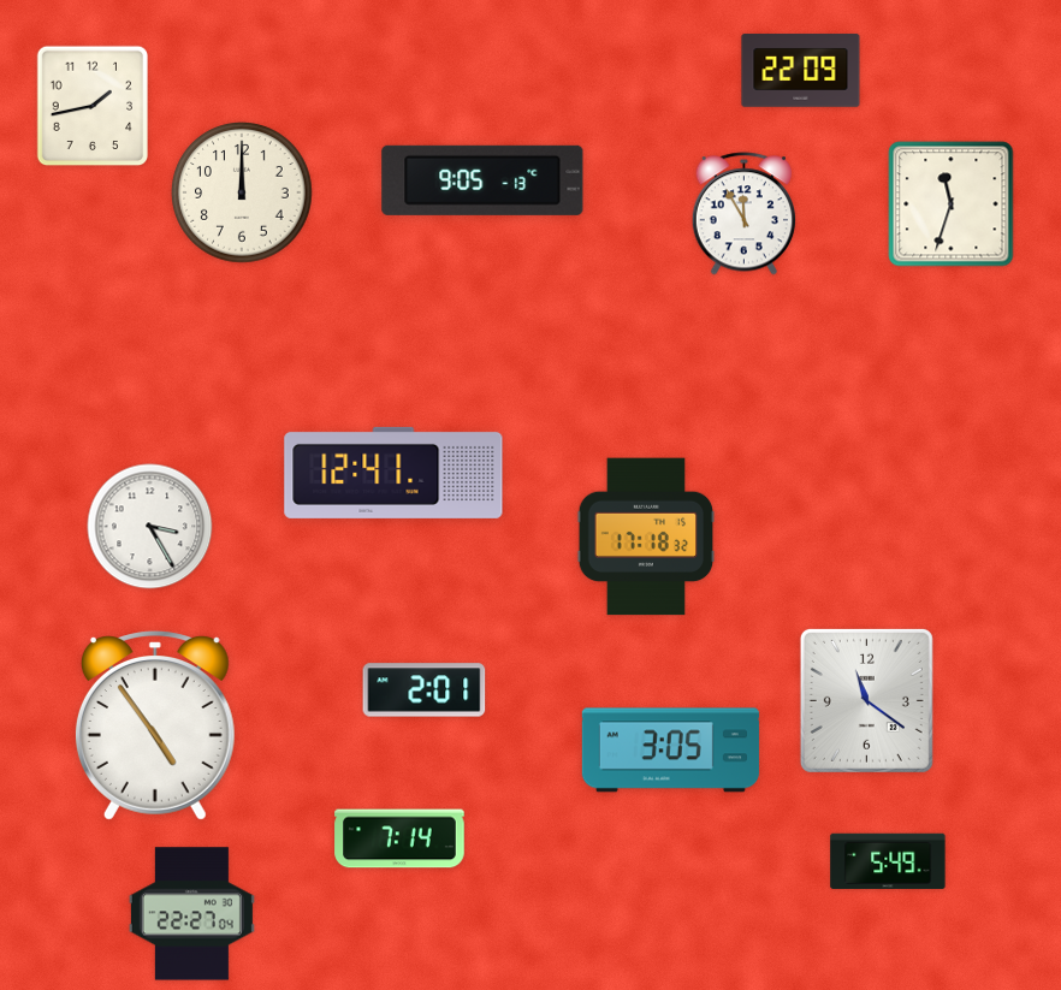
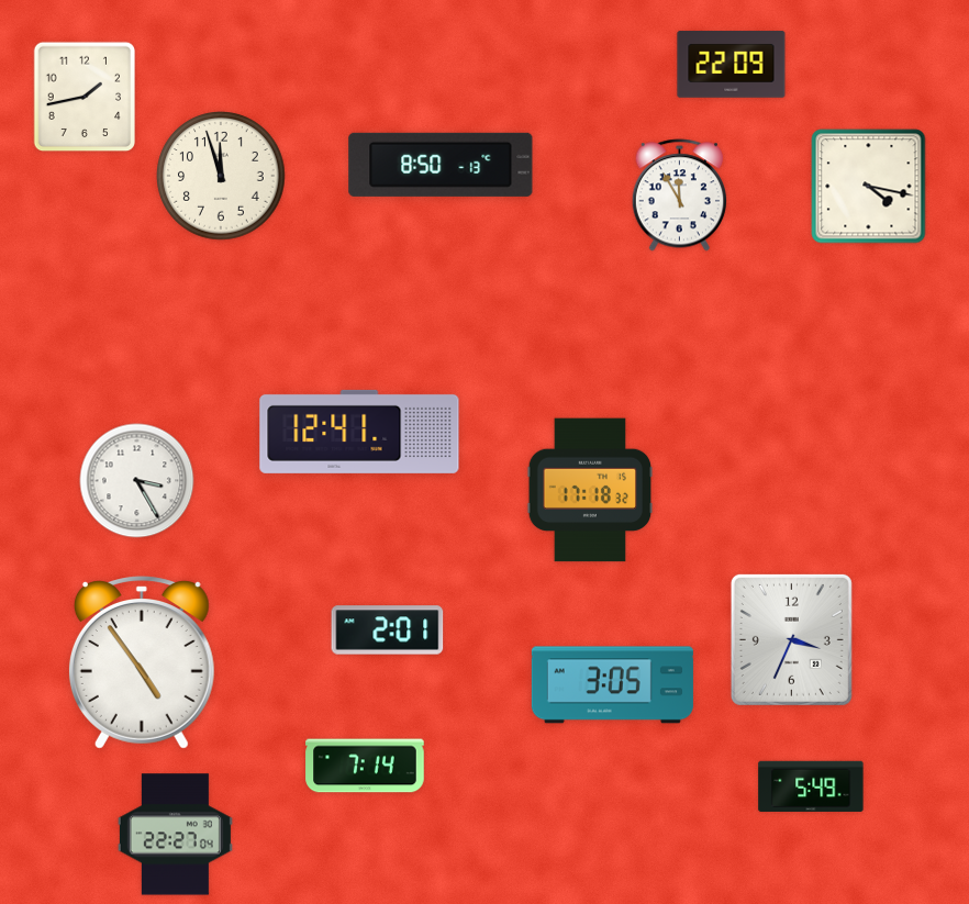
clock at (482, 180): 9:05 -> 8:50
clock at (242, 192): 12:00 -> 11:57
clock at (952, 204): 11:33 -> 4:17
clock at (866, 700): 11:21 -> 3:34
